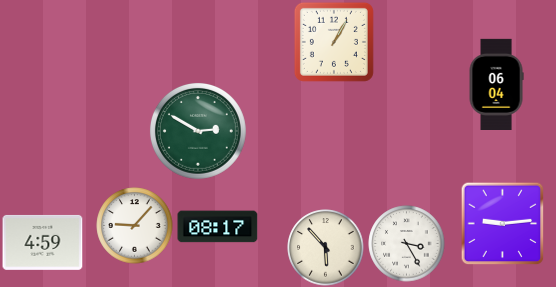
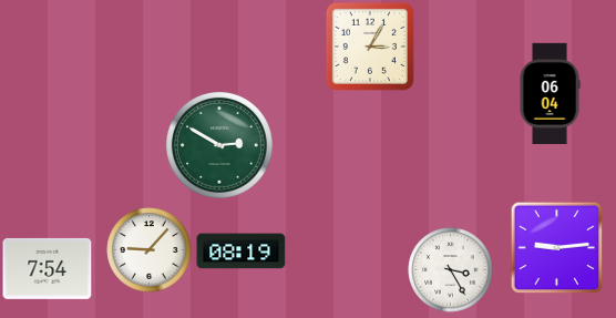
clock at (334, 42): 1:05 -> 3:05
clock at (218, 227): 08:17 -> 08:19
clock at (43, 242): 4:59 -> 7:54
clock at (326, 248): 5:53 -> none
